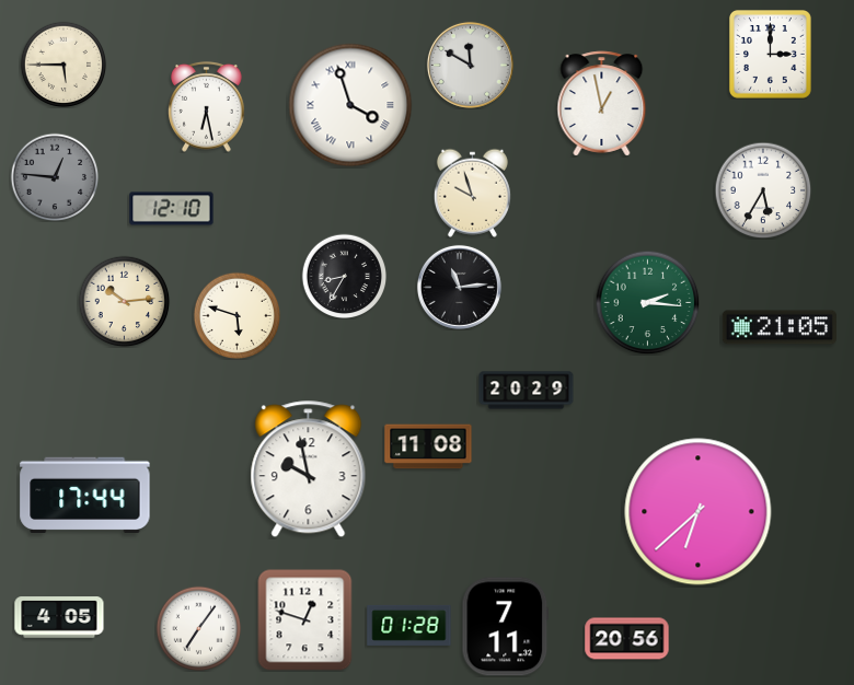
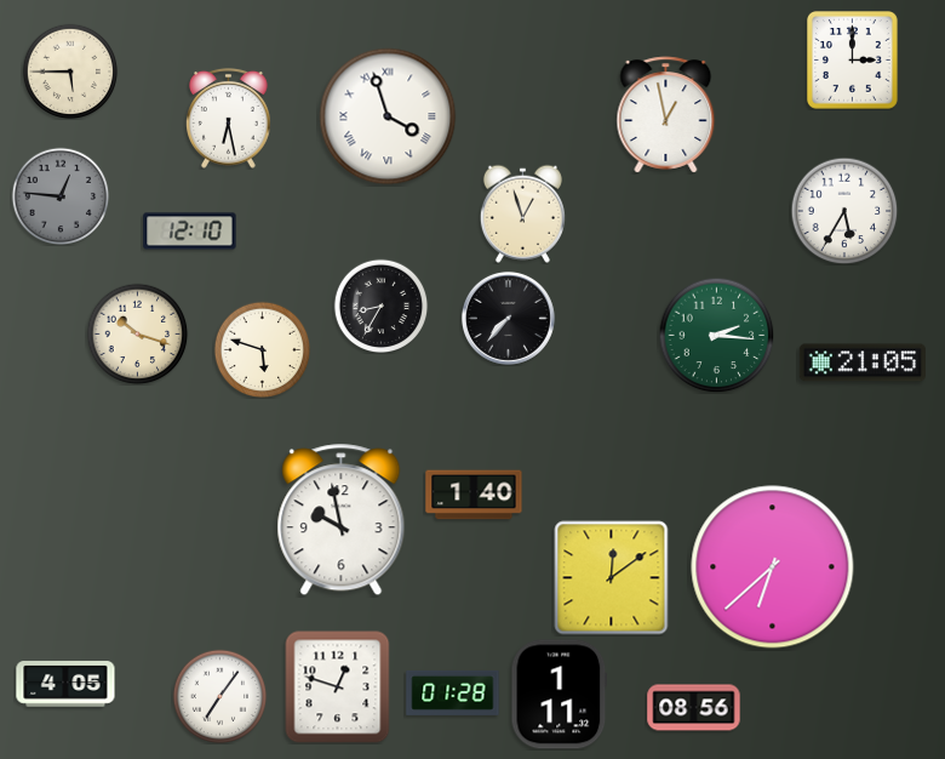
clock at (470, 65): 11:50 -> none
clock at (472, 193): 9:57 -> 12:57
clock at (459, 287): 11:14 -> 7:37
clock at (124, 301): 10:14 -> 10:18
clock at (527, 391): 20:29 -> none
clock at (428, 446): 11:08 -> 1:40
clock at (85, 495): 17:44 -> none
clock at (612, 578): none -> 12:09
clock at (506, 627): 7:11 -> 1:11
clock at (627, 639): 20:56 -> 08:56
